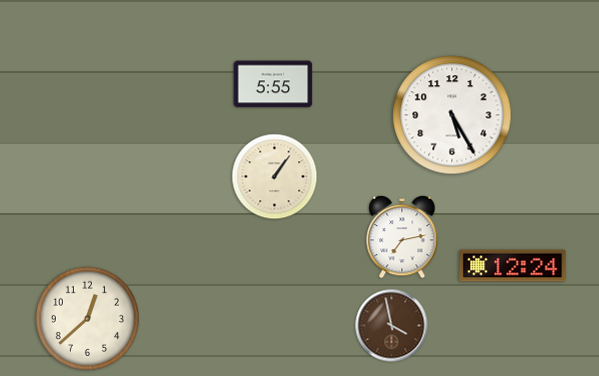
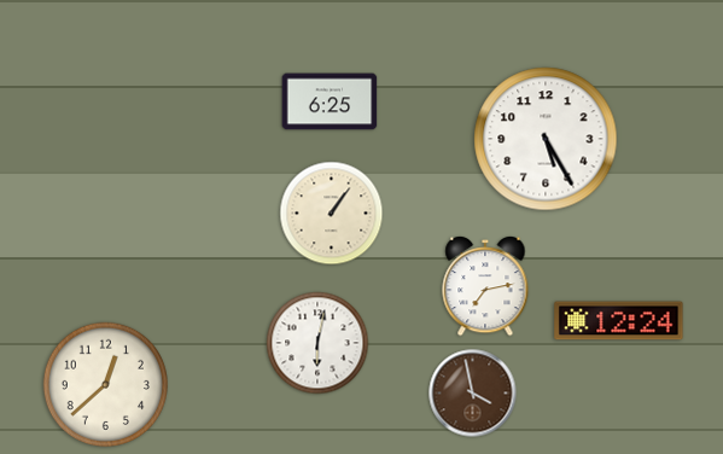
clock at (273, 84): 5:55 -> 6:25
clock at (317, 343): none -> 6:02
